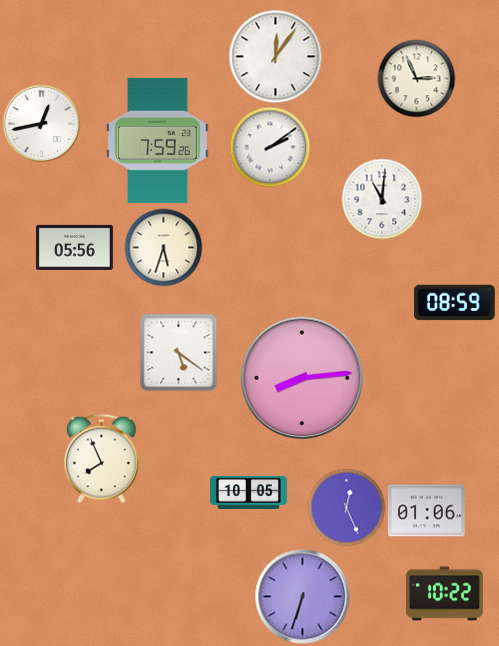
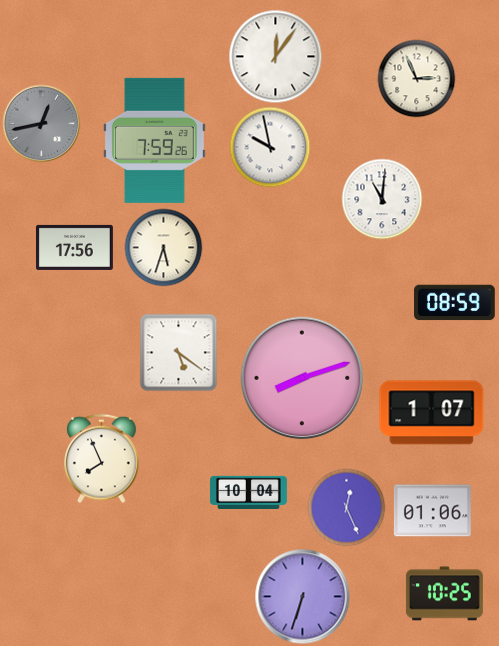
clock at (41, 123) dial: white -> grey
clock at (158, 140) position: (158, 140) -> (155, 140)
clock at (270, 147): 2:09 -> 9:58
clock at (74, 247): 05:56 -> 17:56
clock at (302, 378): 8:14 -> 8:12
clock at (432, 413): none -> 1:07
clock at (248, 492): 10:05 -> 10:04
clock at (426, 511) position: (426, 511) -> (432, 511)
clock at (444, 594): 10:22 -> 10:25
